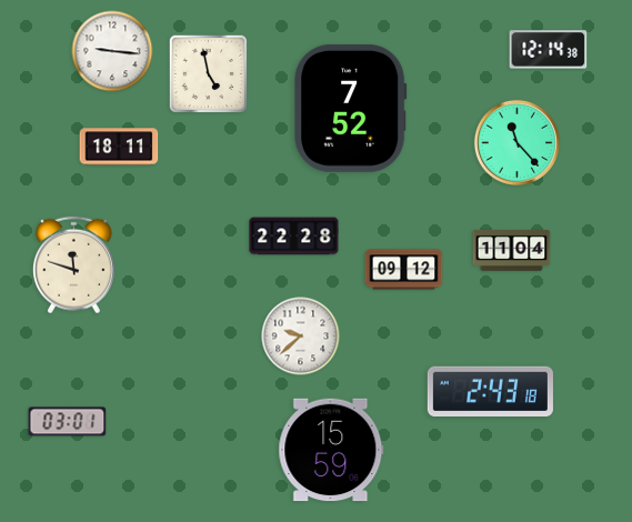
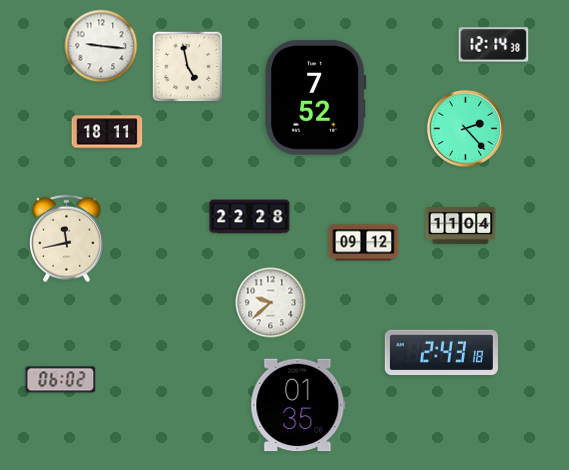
clock at (516, 142): 11:23 -> 2:23
clock at (294, 237) position: (294, 237) -> (250, 217)
clock at (73, 265): 11:48 -> 11:43
clock at (68, 422): 03:01 -> 06:02
clock at (331, 450): 15:59 -> 01:35
